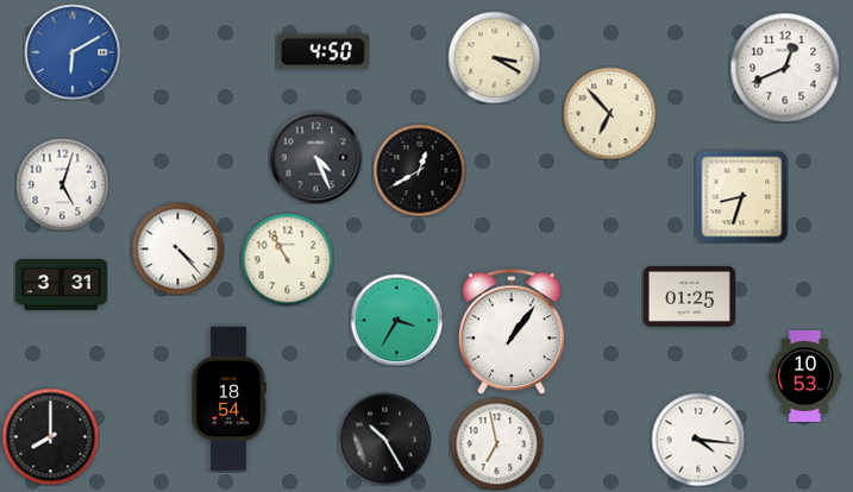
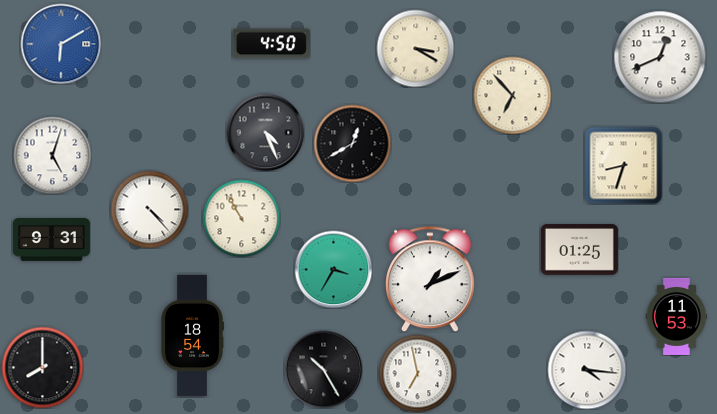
clock at (61, 285): 3:31 -> 9:31
clock at (513, 332): 1:06 -> 1:11
clock at (804, 376): 10:53 -> 11:53
